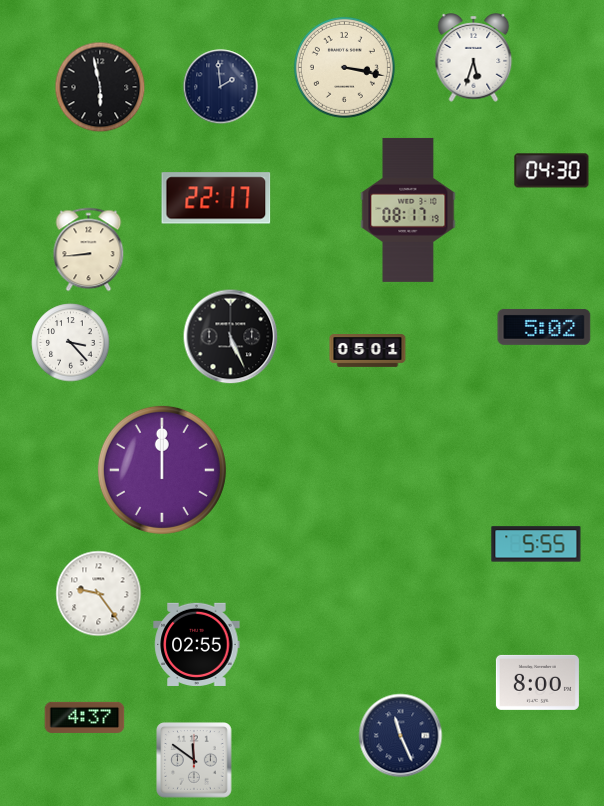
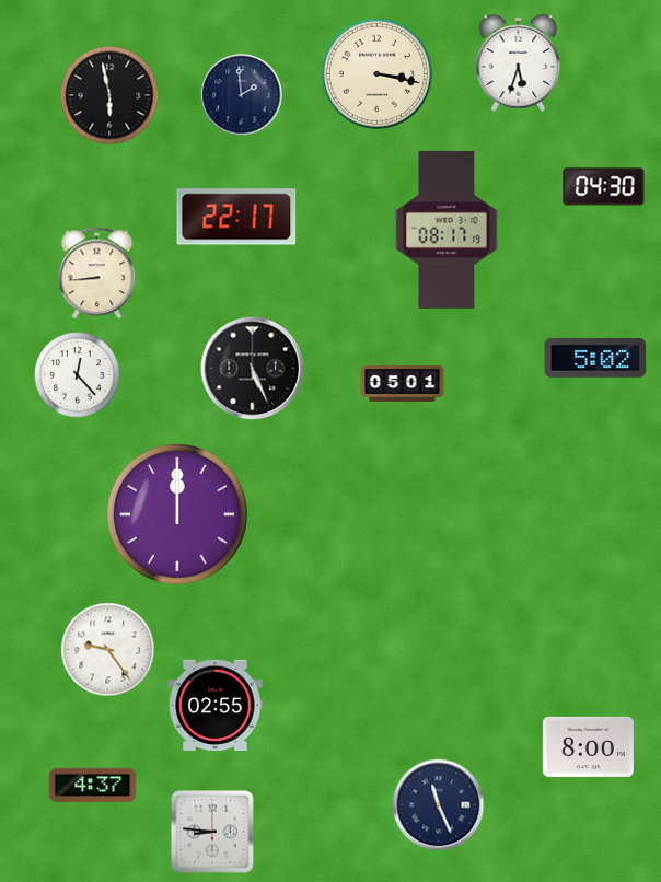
clock at (71, 343): 3:23 -> 12:23
clock at (536, 544): 5:55 -> none
clock at (194, 760): 11:51 -> 8:46
